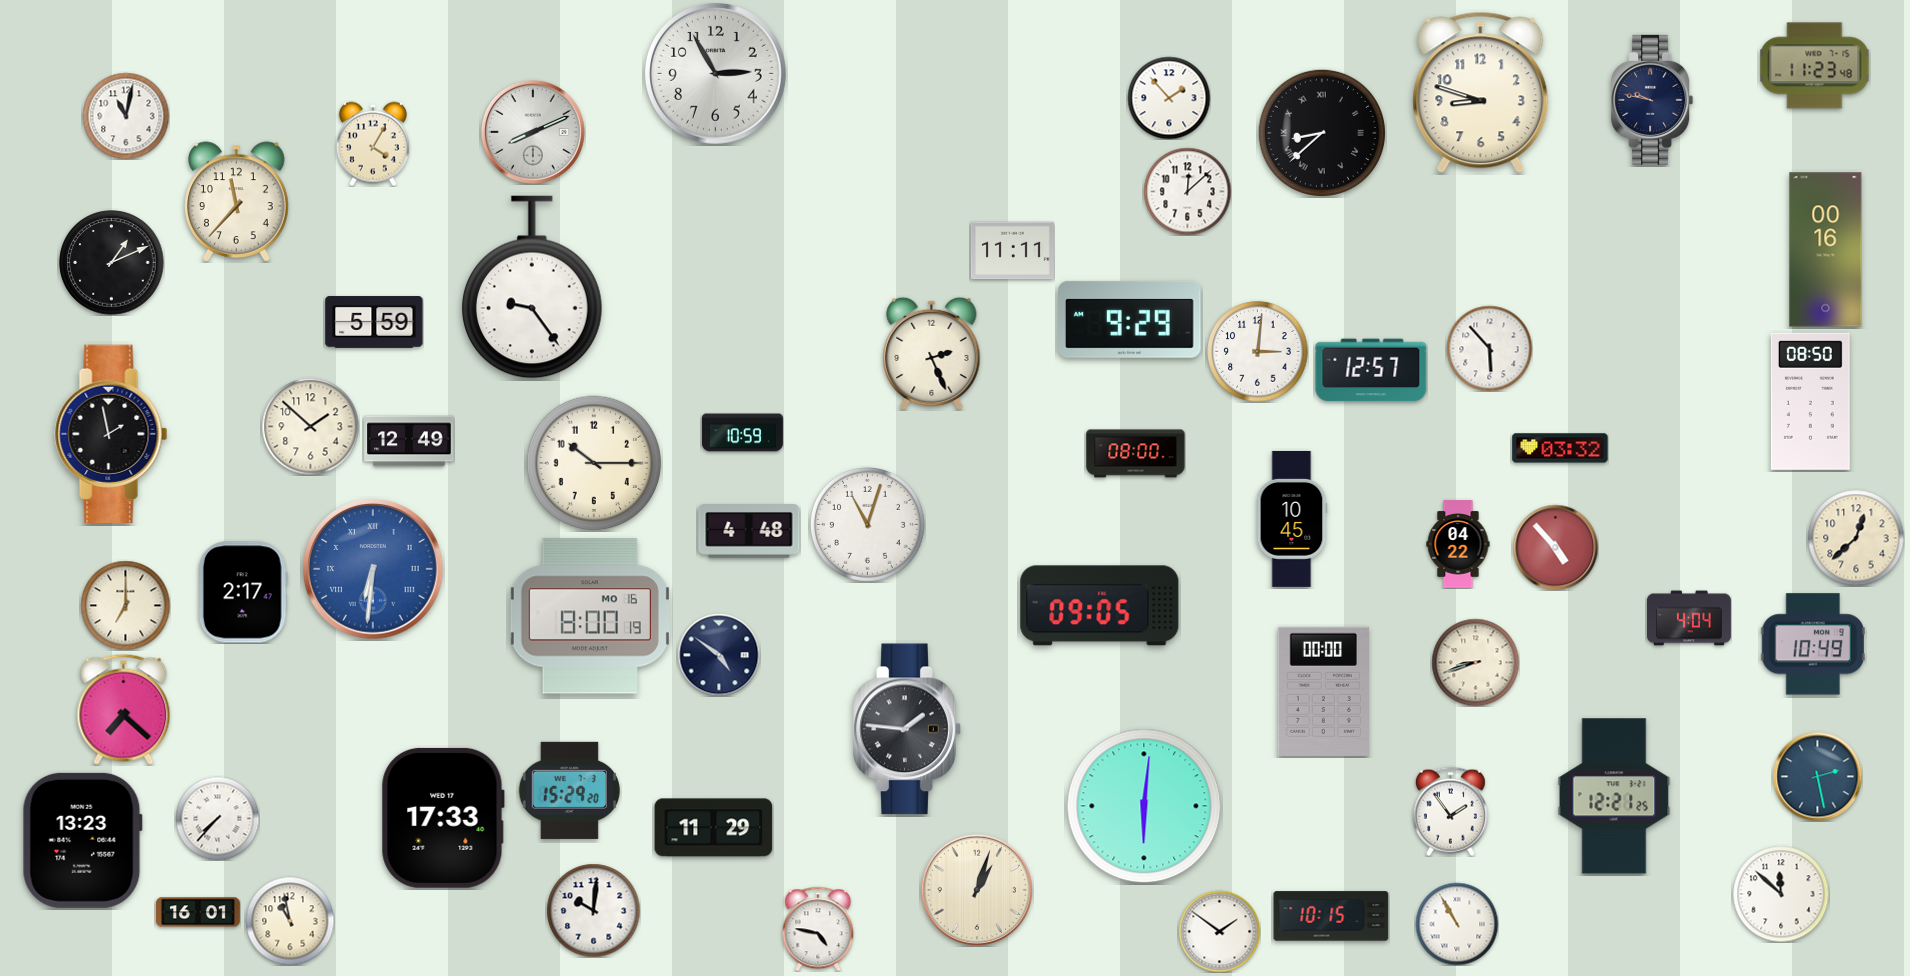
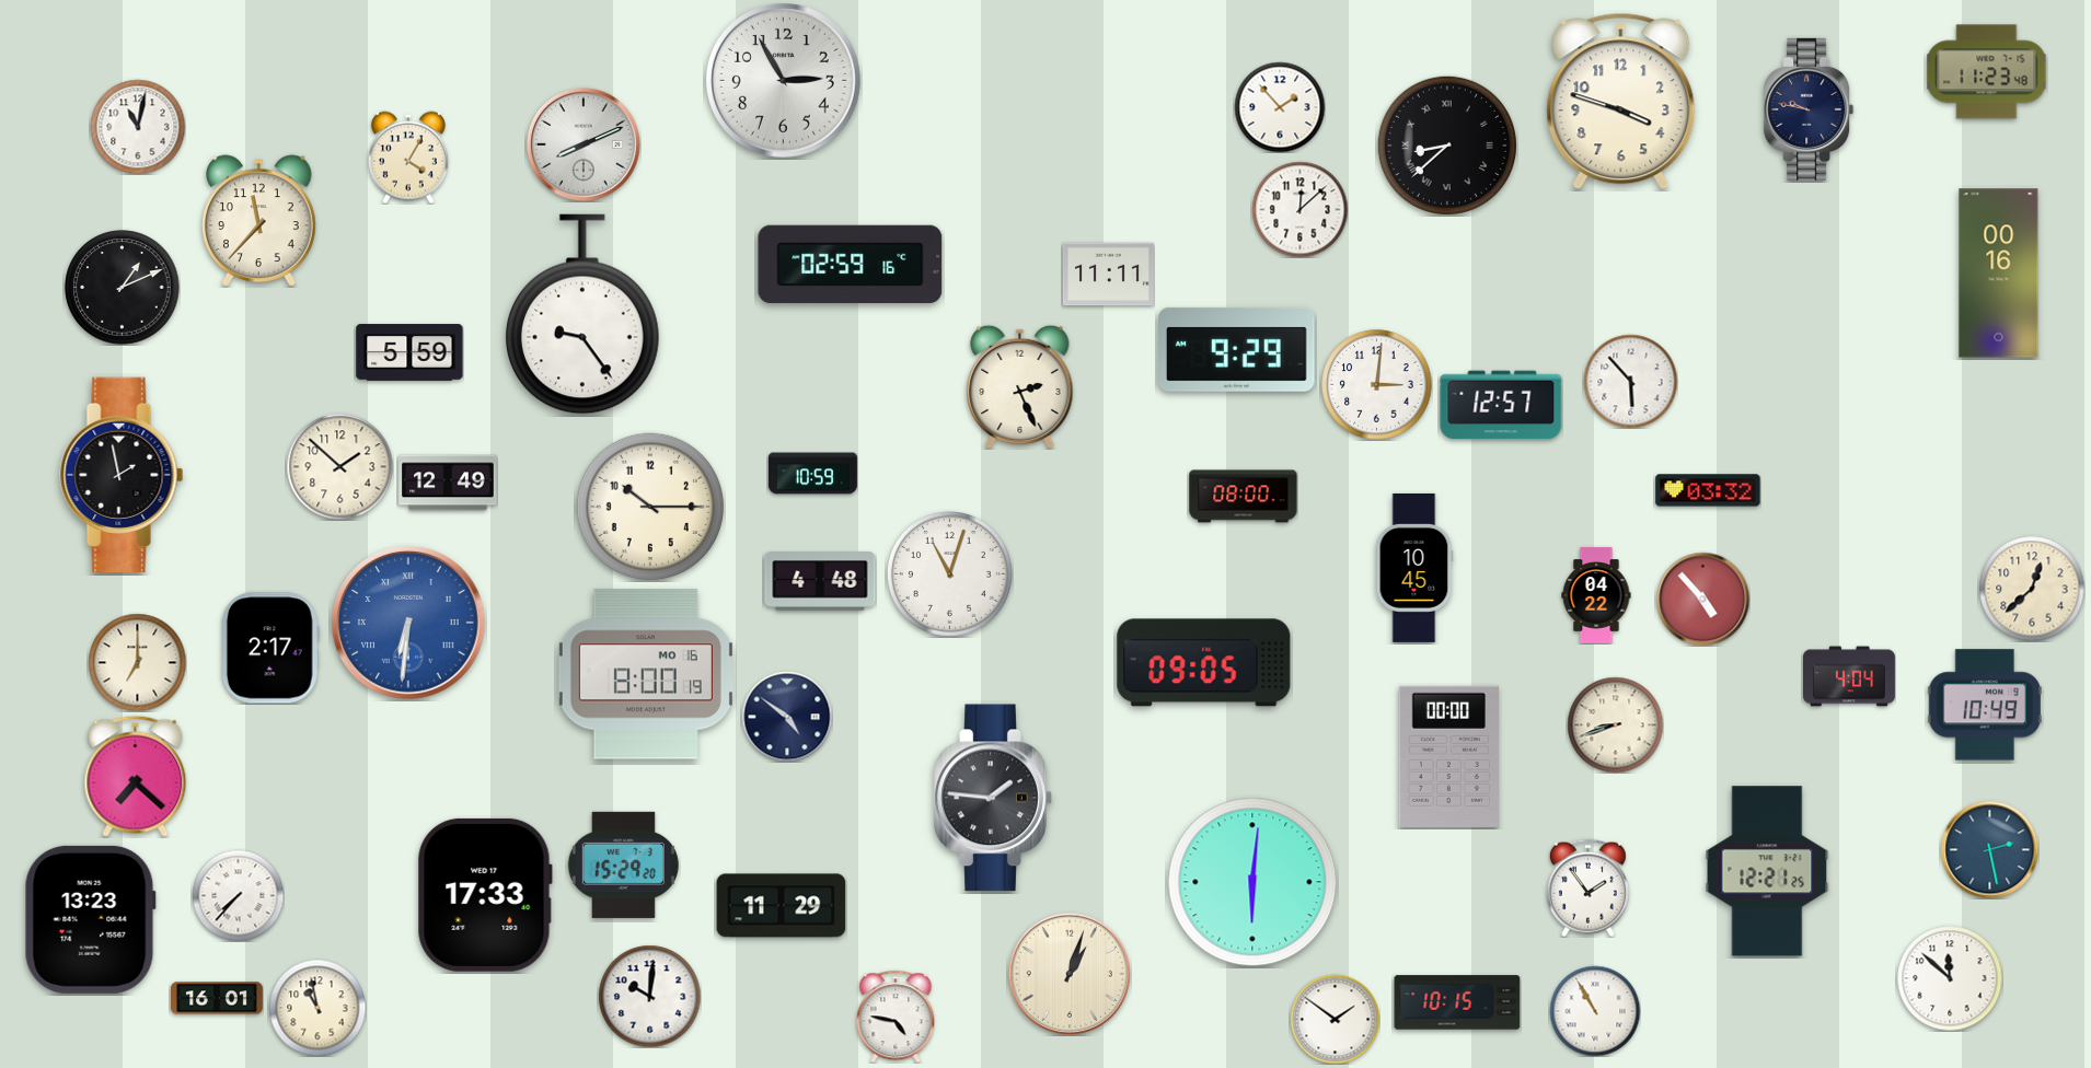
clock at (1481, 93): 8:48 -> 3:48
clock at (851, 264): none -> 02:59
clock at (1810, 401): 08:50 -> none
clock at (243, 592) position: (243, 592) -> (270, 648)
